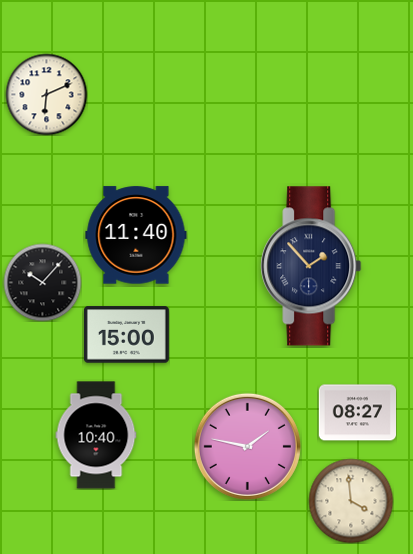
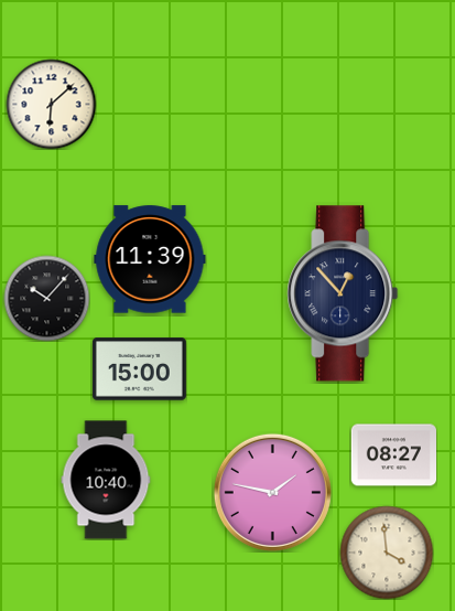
clock at (46, 94): 6:11 -> 6:08
clock at (136, 235): 11:40 -> 11:39
clock at (311, 266): 1:53 -> 12:53
clock at (42, 282) position: (42, 282) -> (46, 298)
